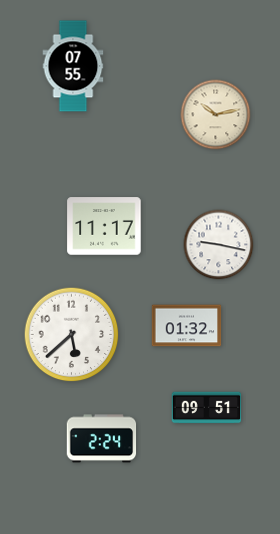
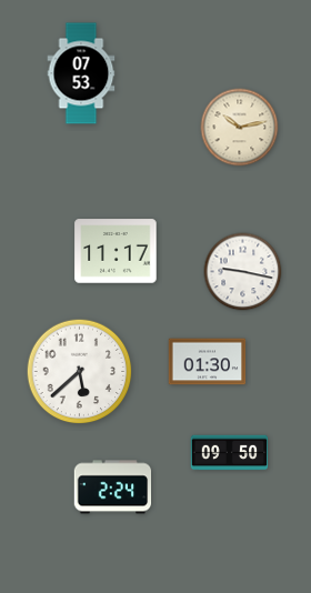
clock at (73, 66): 07:55 -> 07:53
clock at (187, 326): 01:32 -> 01:30
clock at (207, 408): 09:51 -> 09:50
